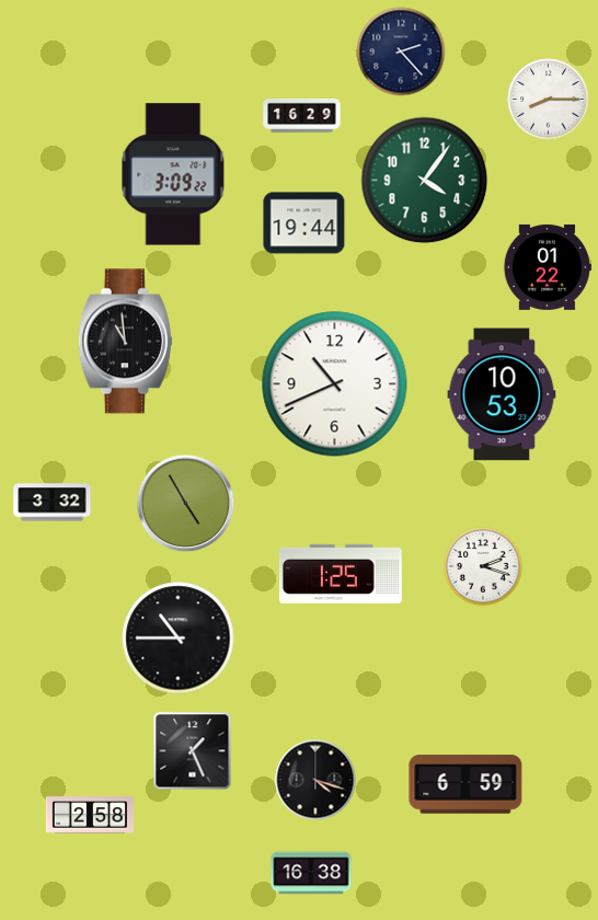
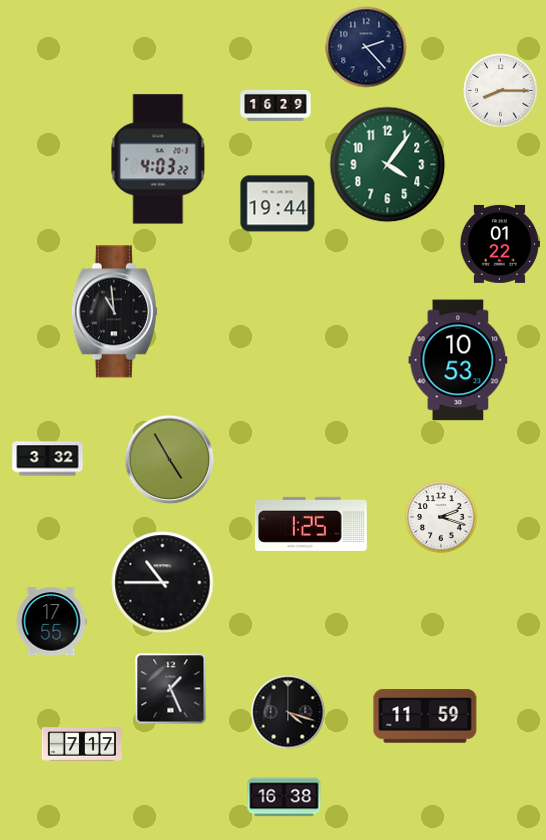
clock at (173, 174): 3:09 -> 4:03
clock at (335, 384): 10:41 -> none
clock at (51, 622): none -> 17:55
clock at (193, 751) position: (193, 751) -> (171, 689)
clock at (465, 784): 6:59 -> 11:59
clock at (90, 815): 2:58 -> 7:17
